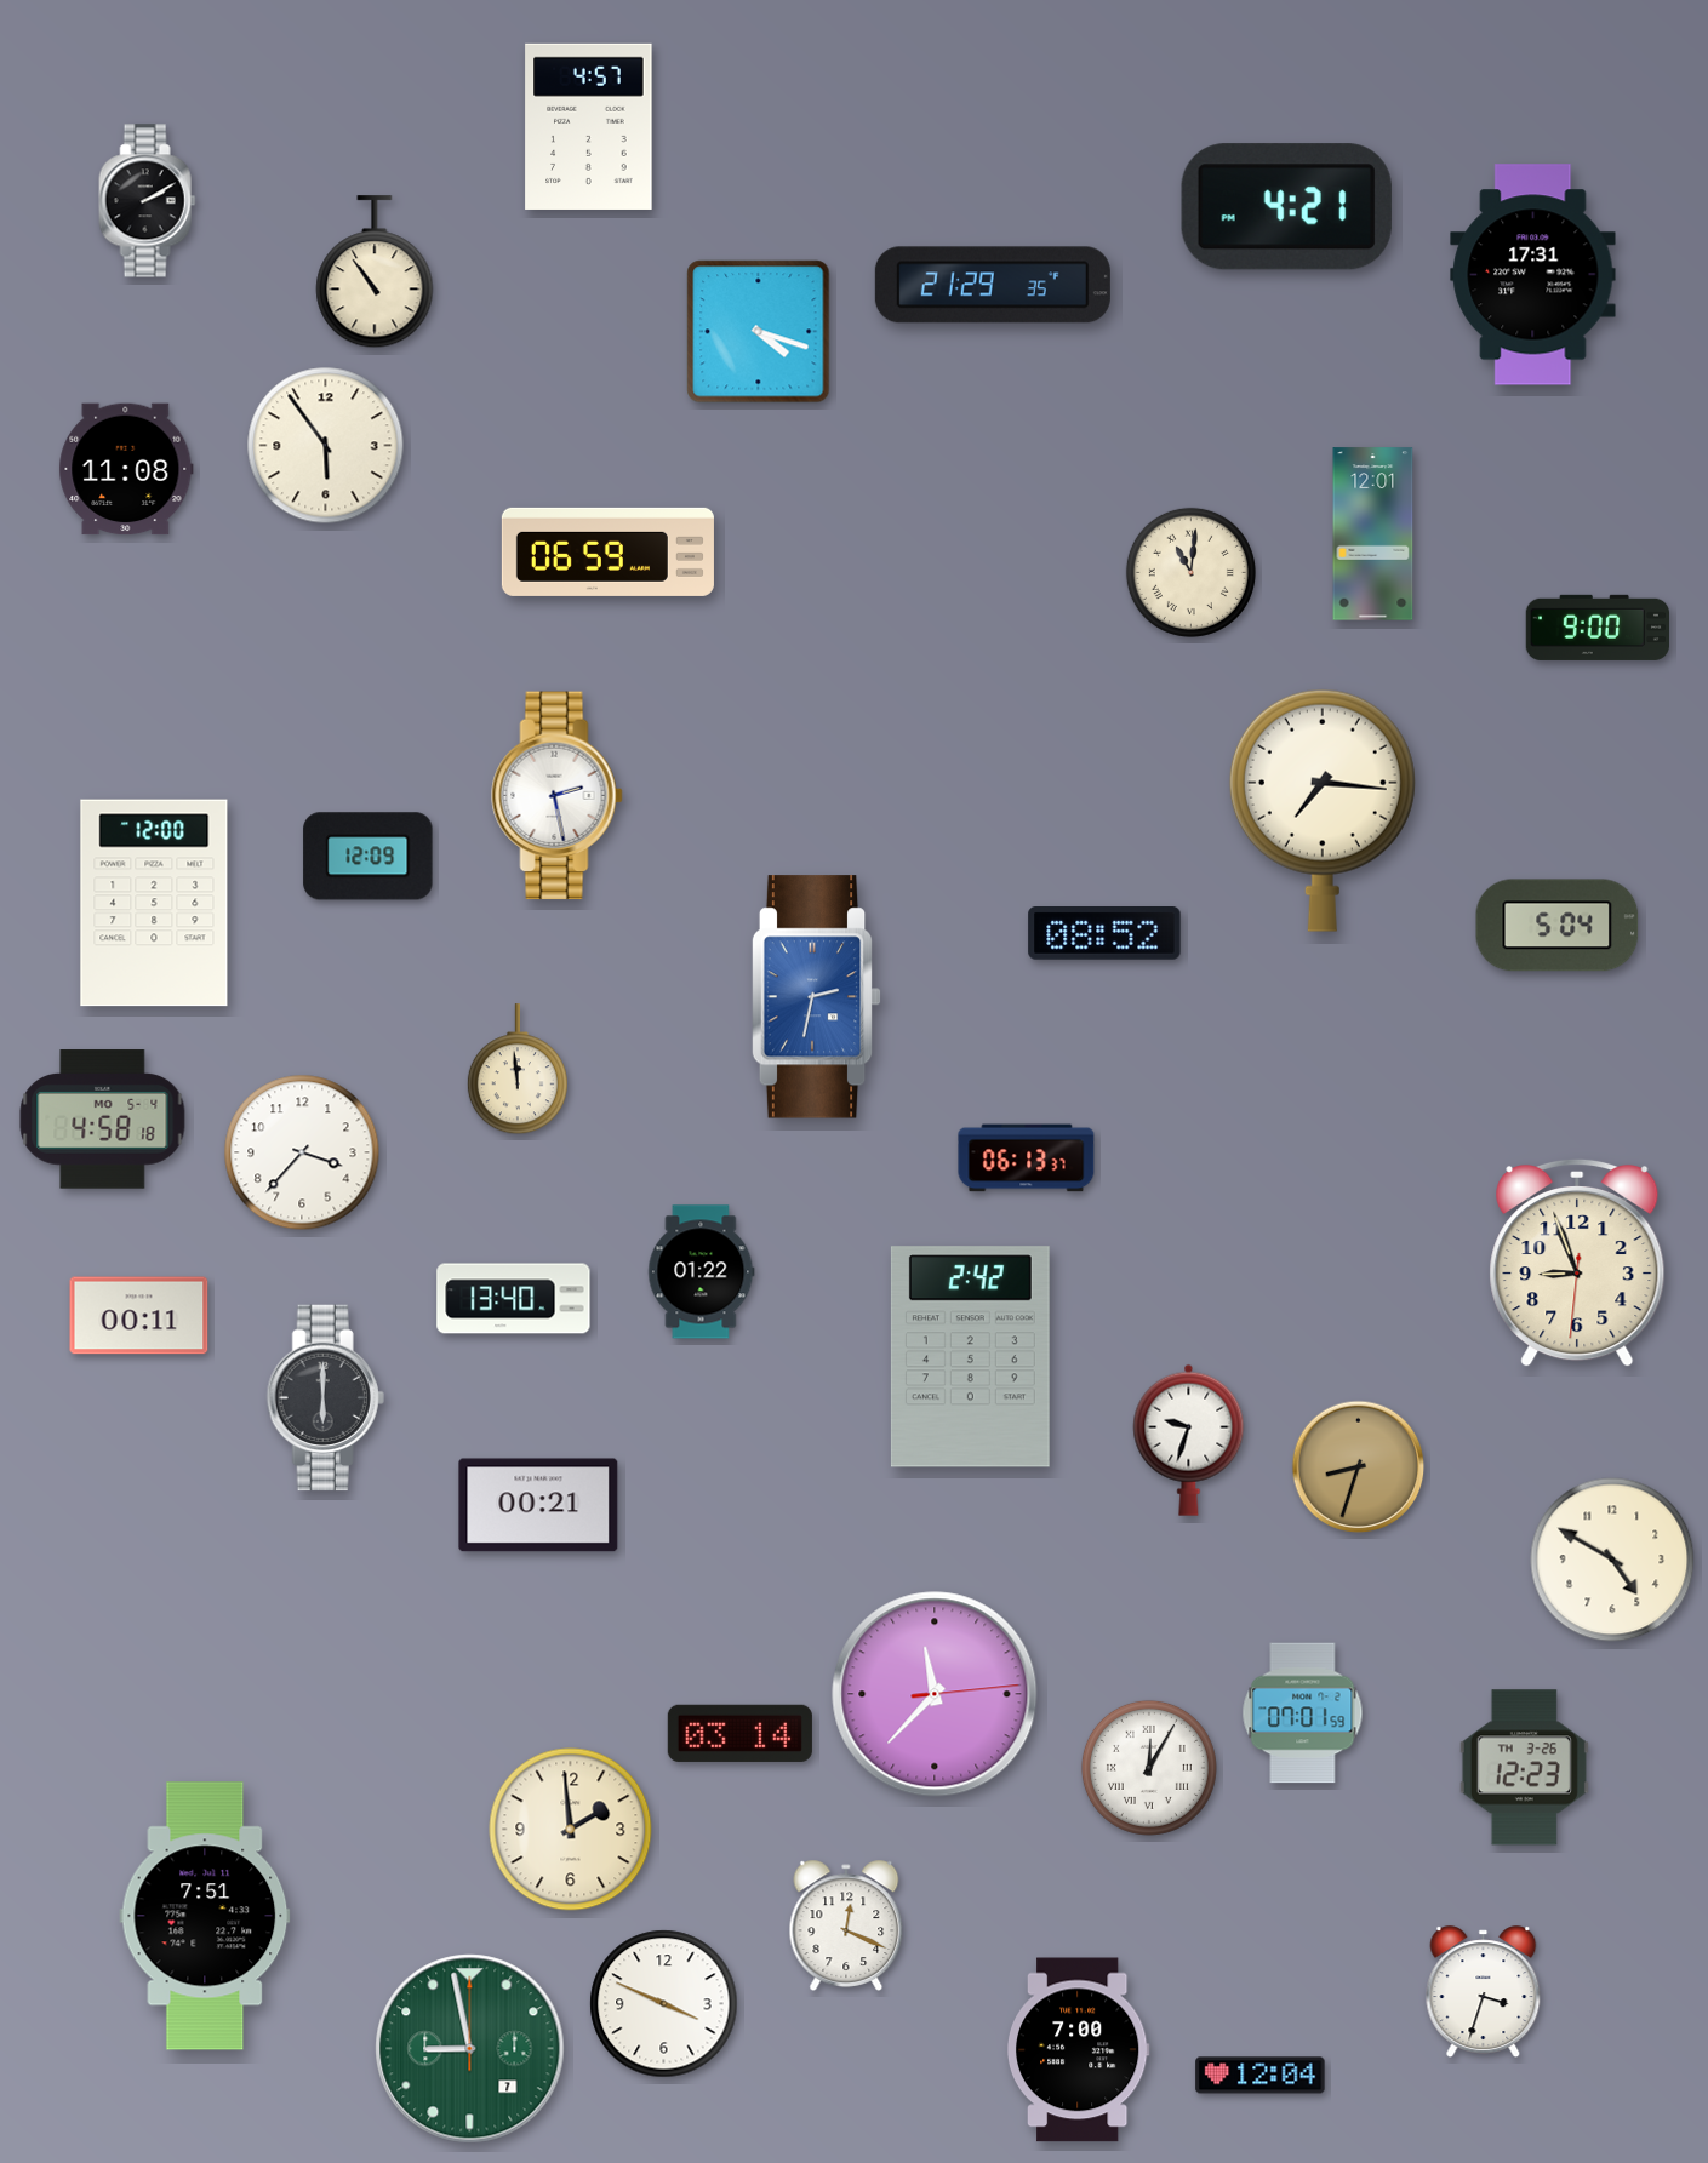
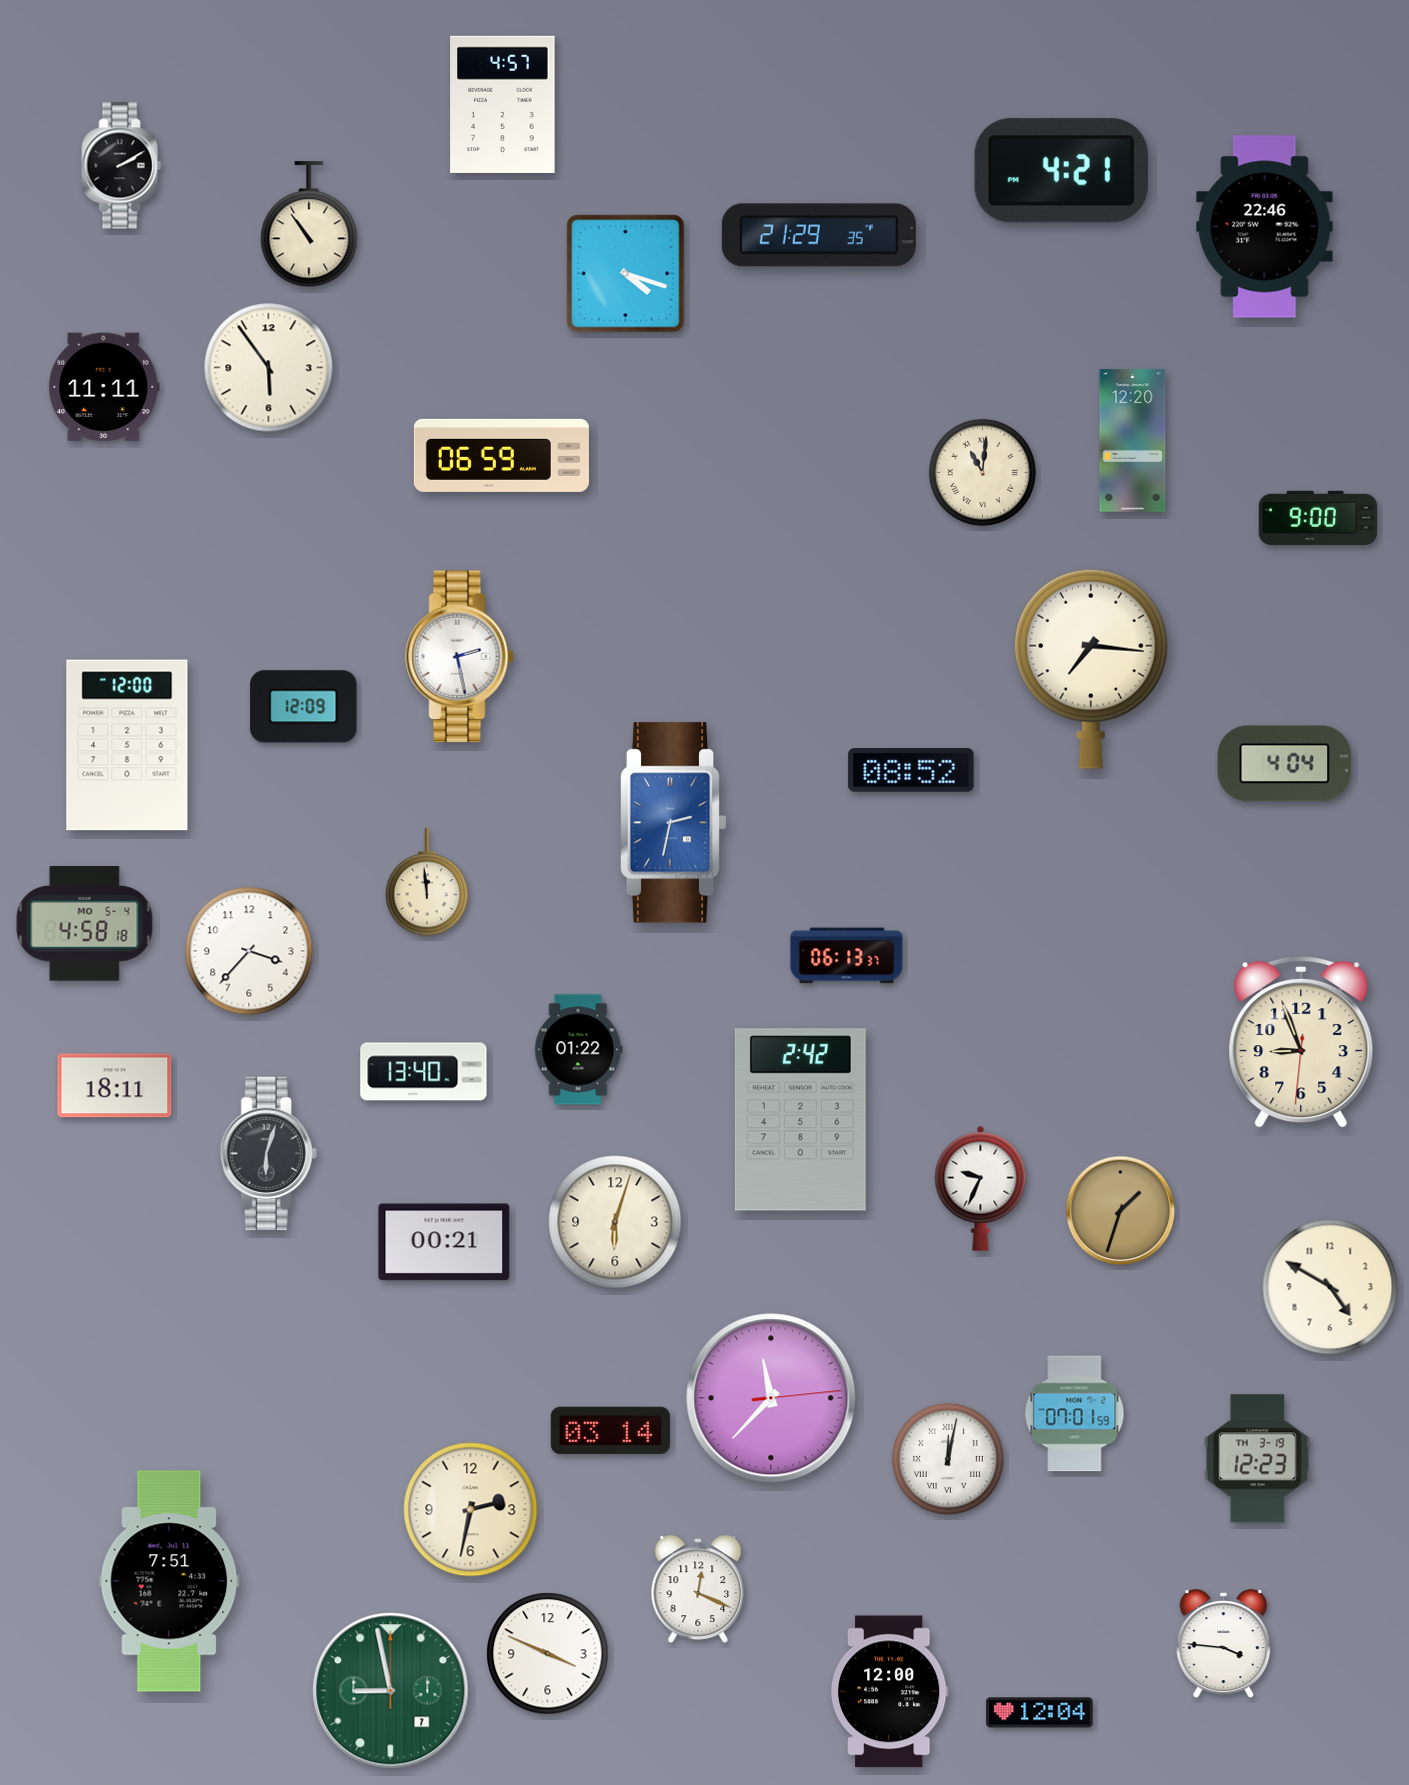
clock at (589, 126) position: (589, 126) -> (503, 104)
clock at (1533, 275): 17:31 -> 22:46
clock at (126, 469): 11:08 -> 11:11
clock at (1373, 534): 12:01 -> 12:20
clock at (1558, 926): 5:04 -> 4:04
clock at (139, 1316): 00:11 -> 18:11
clock at (325, 1398): 6:00 -> 6:03
clock at (1189, 1440): 9:33 -> 9:34
clock at (1359, 1467): 8:33 -> 1:33
clock at (615, 1222): none -> 6:03
clock at (1149, 1768): 12:05 -> 12:02
clock at (1524, 1768) date: TH 3-26 -> TH 3-19
clock at (571, 1830): 1:59 -> 2:32
clock at (1484, 1991): 3:33 -> 3:46
clock at (470, 2049) position: (470, 2049) -> (391, 1691)
clock at (1078, 2050): 7:00 -> 12:00
